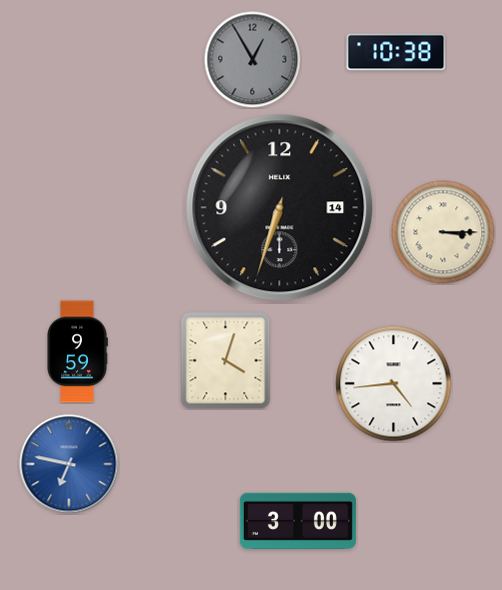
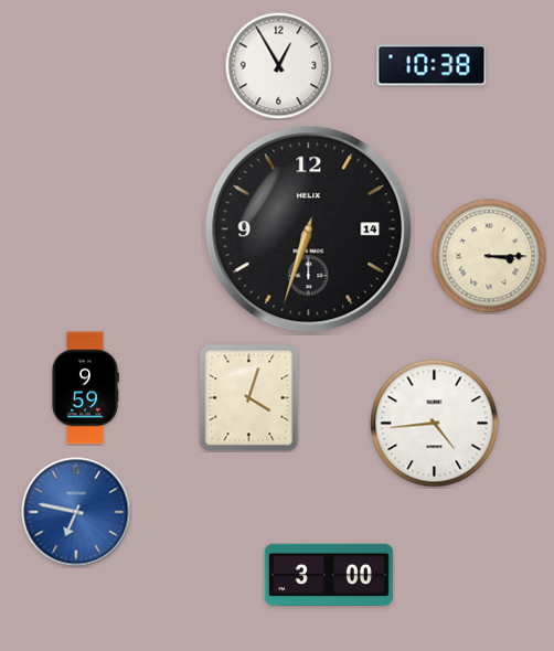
clock at (396, 52) position: (396, 52) -> (432, 65)
clock at (252, 59) dial: grey -> white
